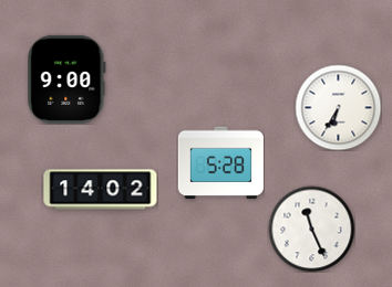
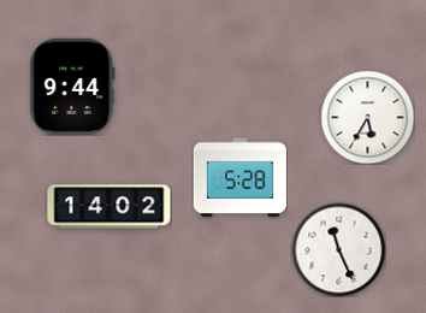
clock at (66, 79): 9:00 -> 9:44
clock at (338, 107): 6:35 -> 5:35
